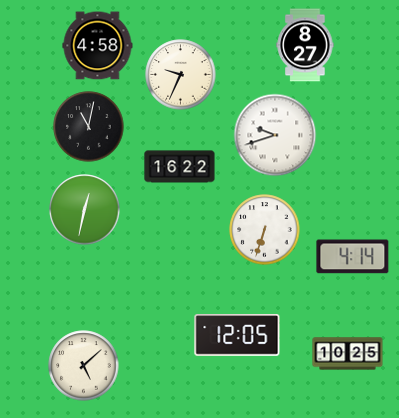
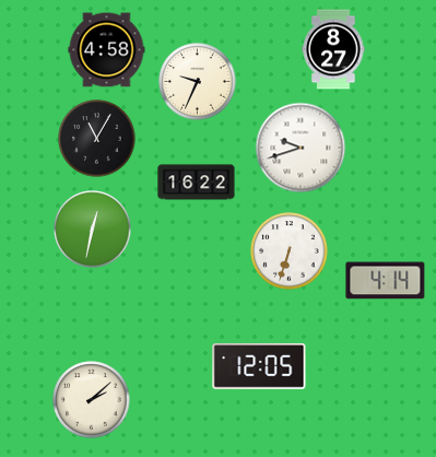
clock at (89, 127): 11:02 -> 11:05
clock at (348, 354): 10:25 -> none
clock at (84, 366): 5:08 -> 2:08
